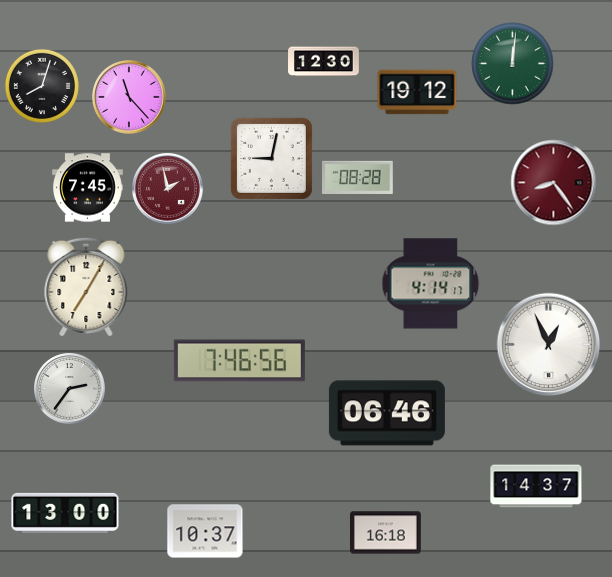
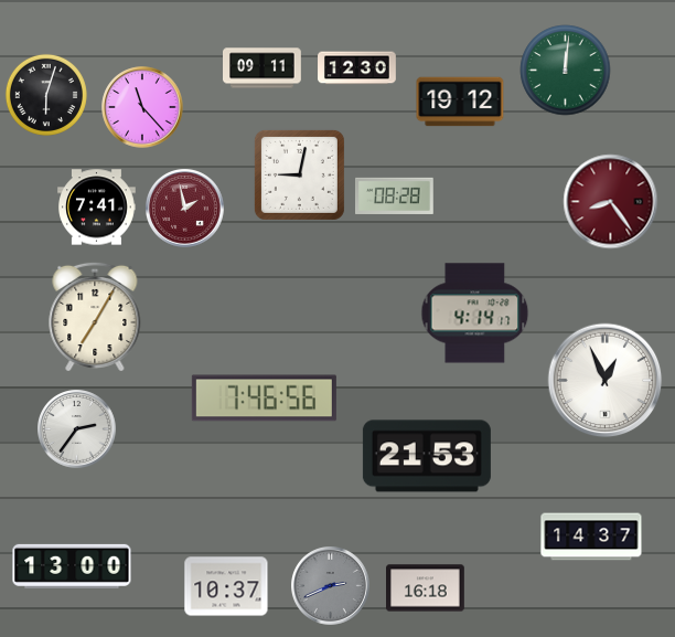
clock at (262, 68): none -> 09:11
clock at (42, 86): 8:03 -> 6:03
clock at (88, 188): 7:45 -> 7:41
clock at (387, 413): 06:46 -> 21:53
clock at (331, 586): none -> 2:41
